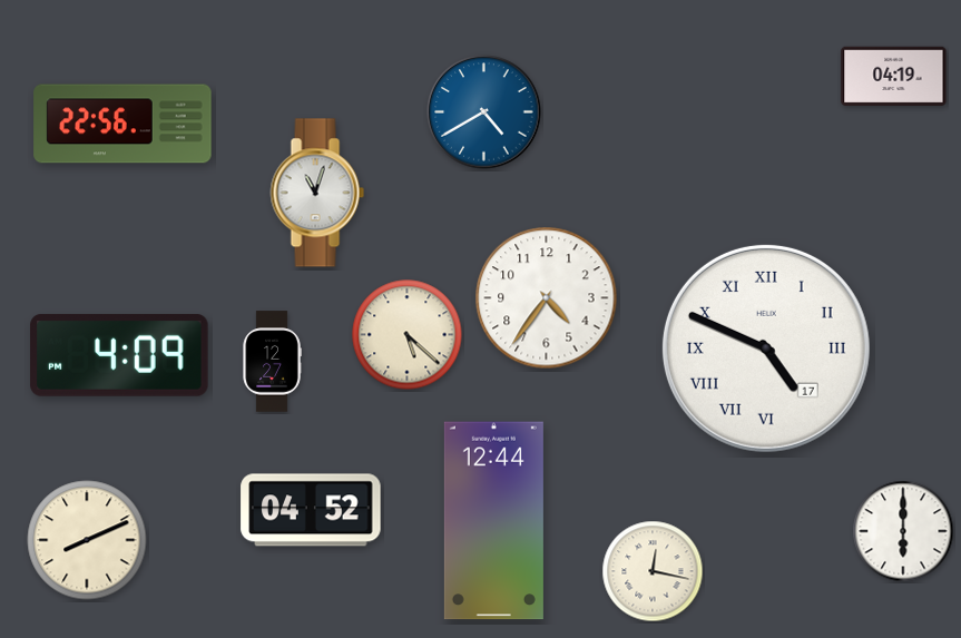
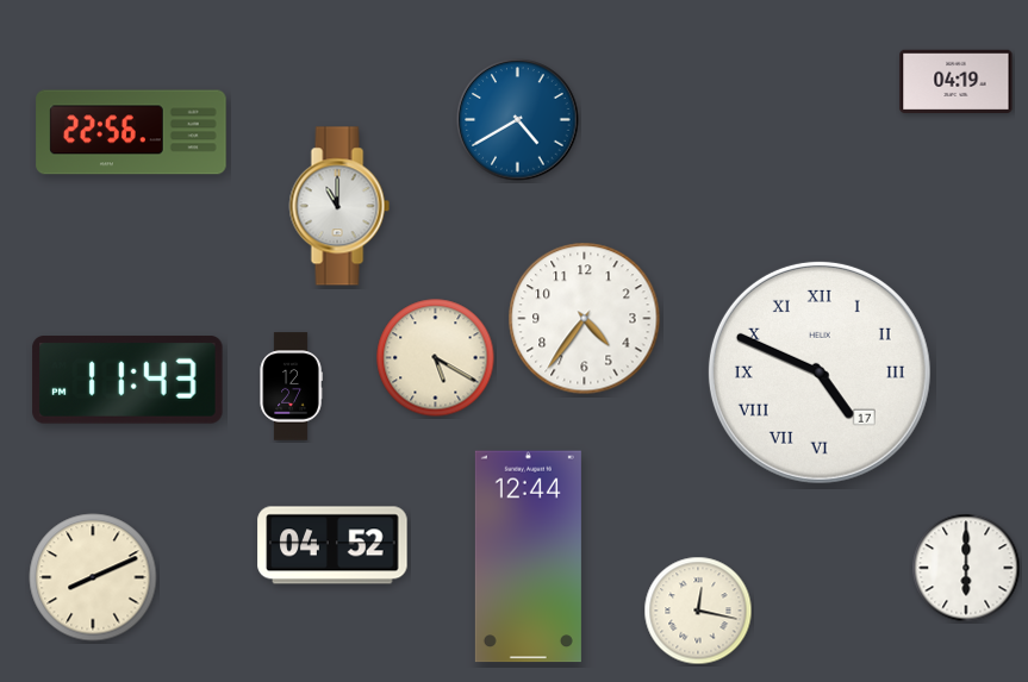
clock at (317, 193): 11:03 -> 11:00
clock at (408, 335): 5:22 -> 5:20
clock at (119, 356): 4:09 -> 11:43
